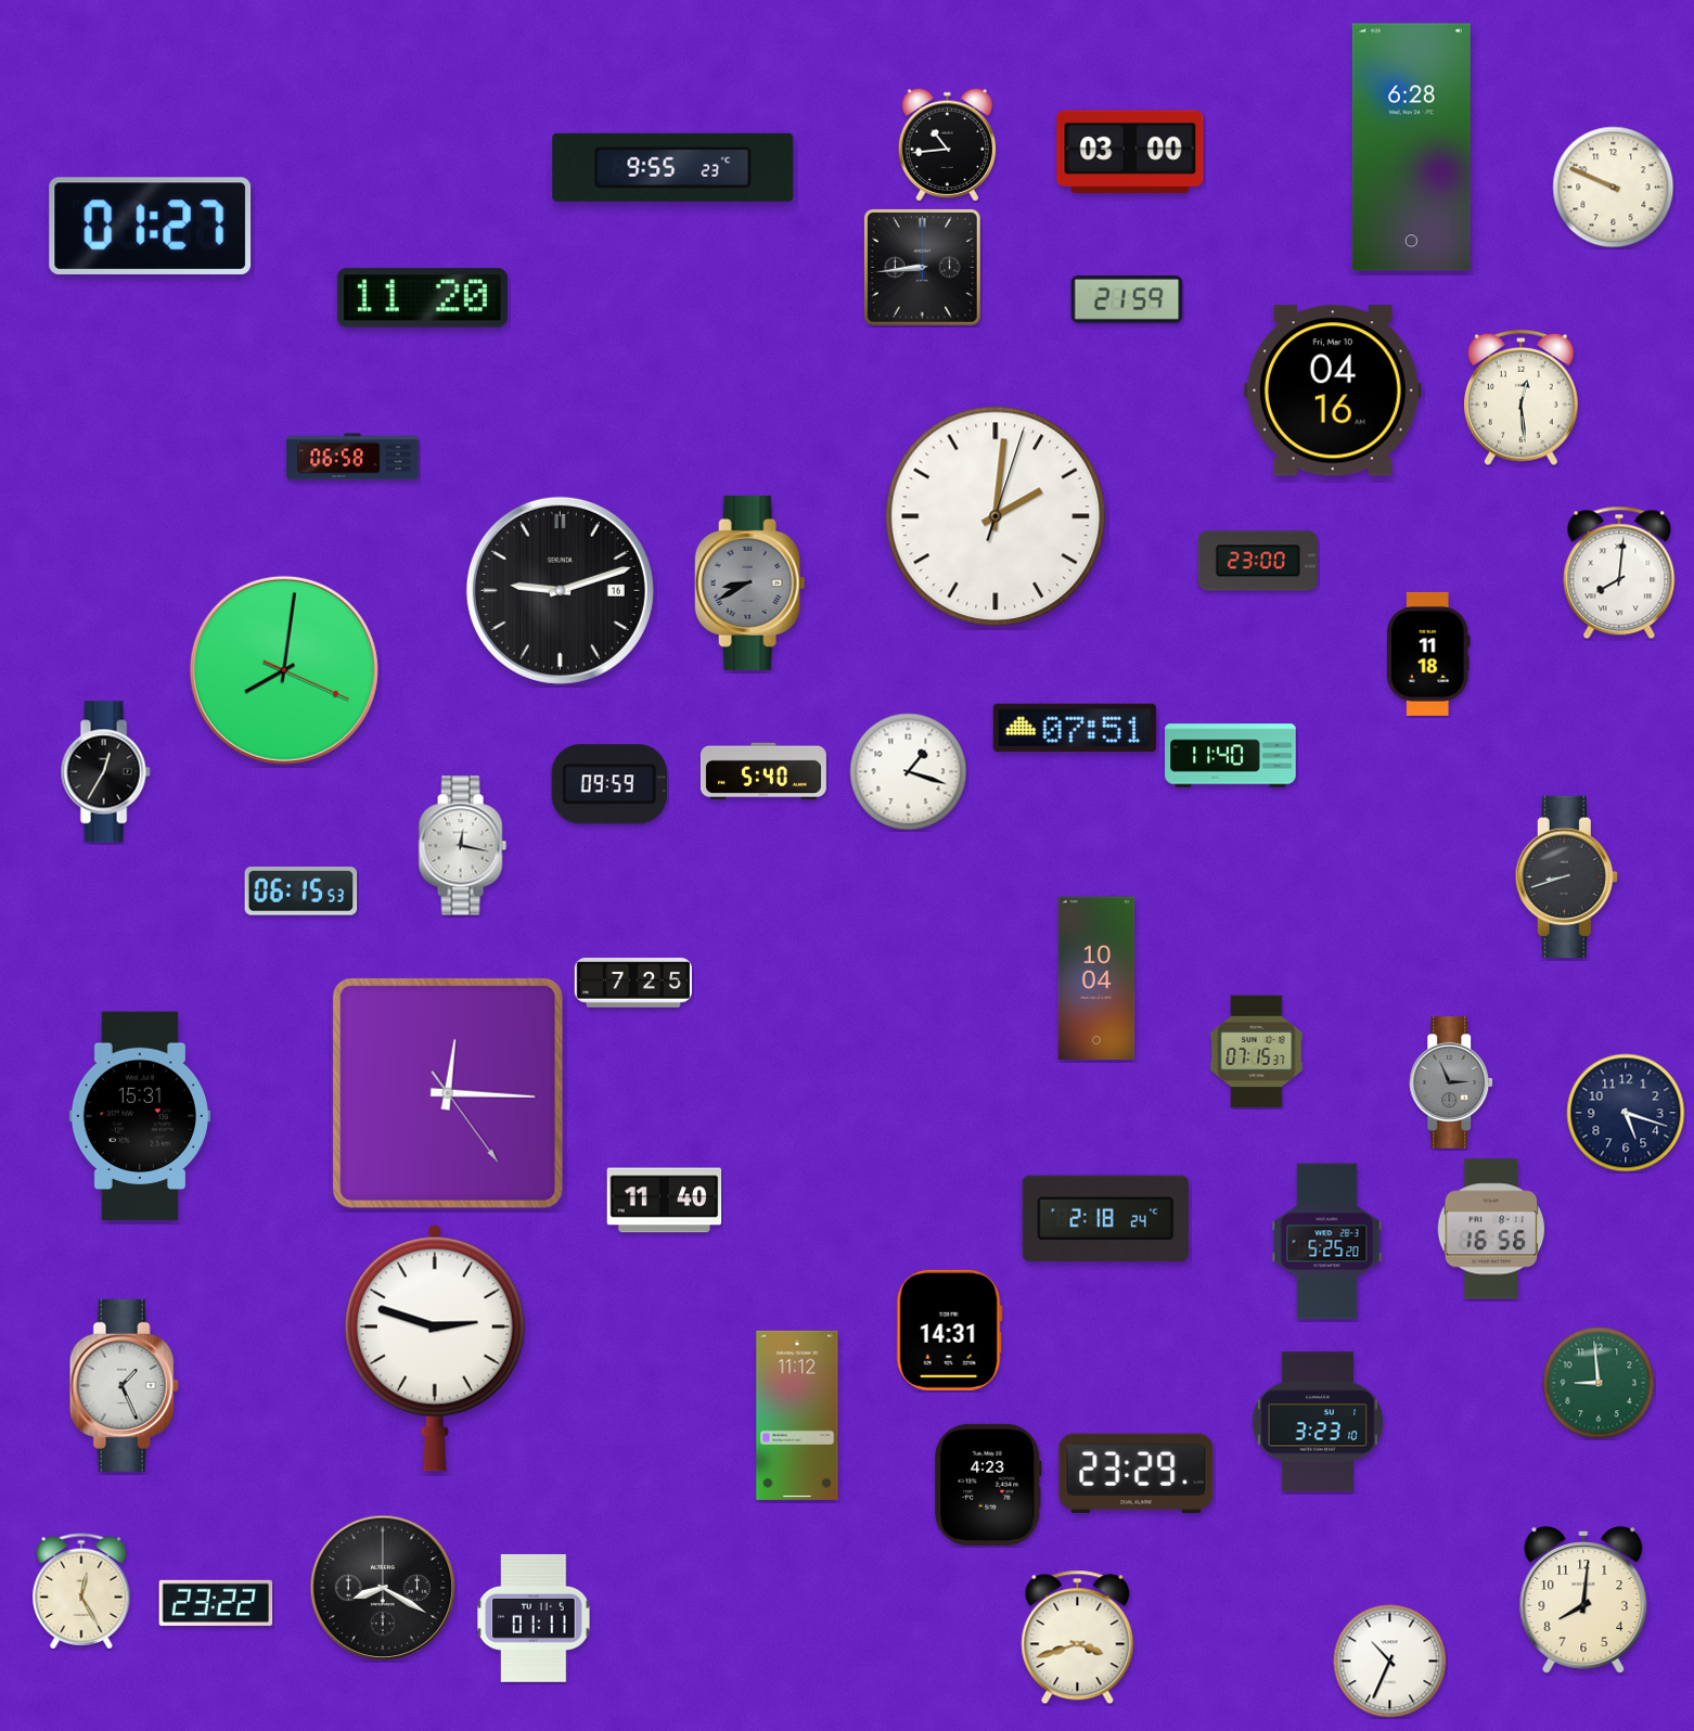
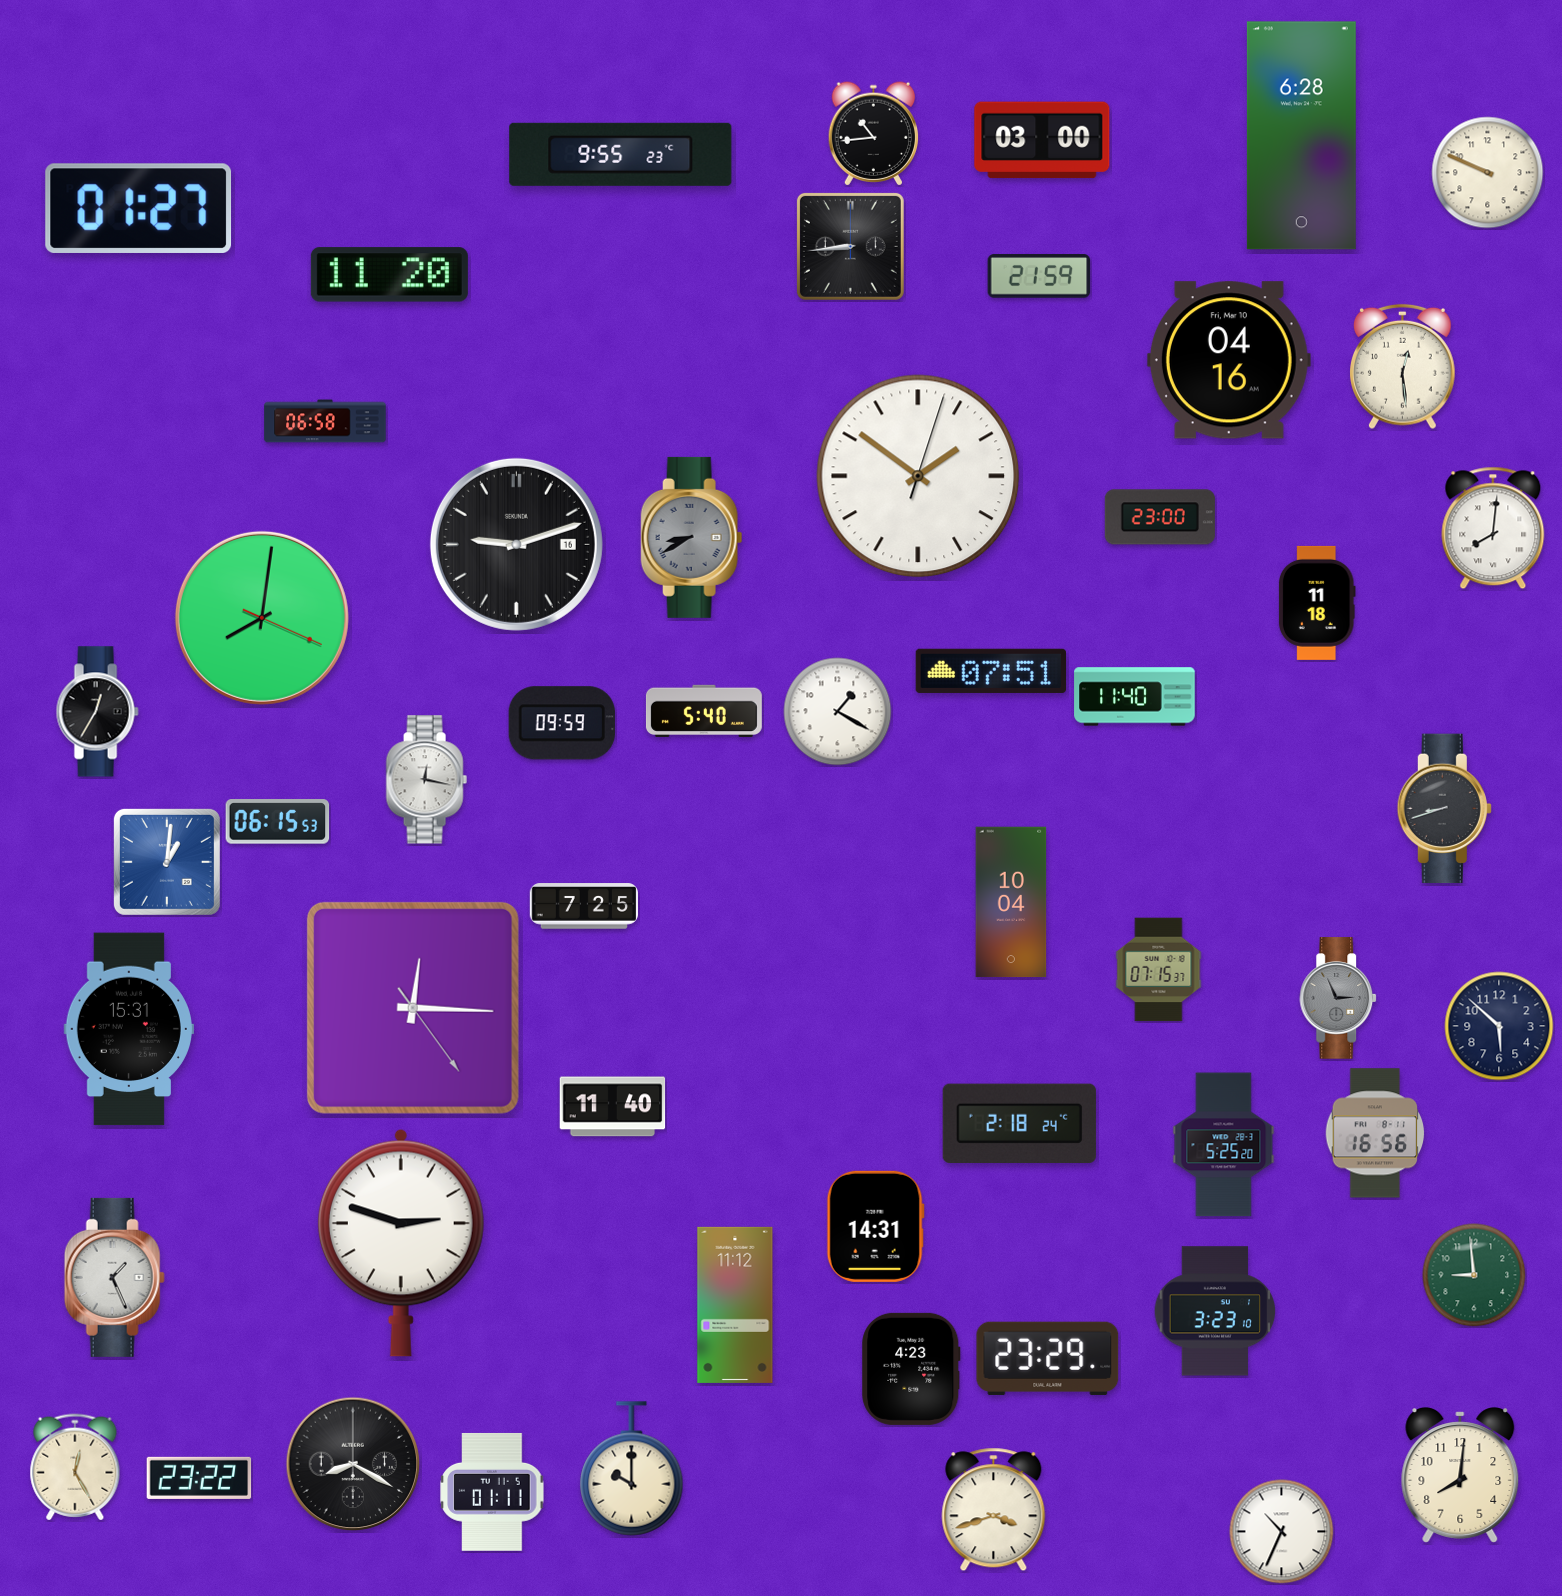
clock at (996, 516): 2:01 -> 1:51
clock at (909, 772): 1:18 -> 1:20
clock at (167, 862): none -> 1:01
clock at (1626, 1113): 5:18 -> 5:52
clock at (632, 1469): none -> 10:00
